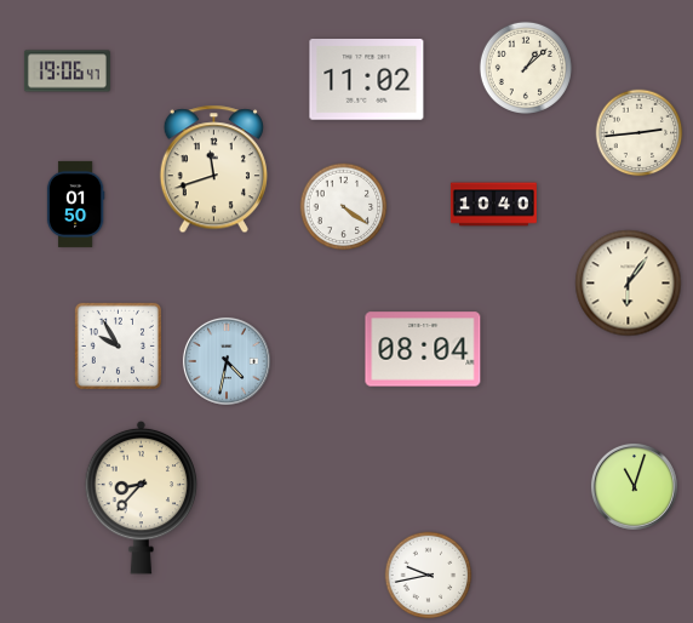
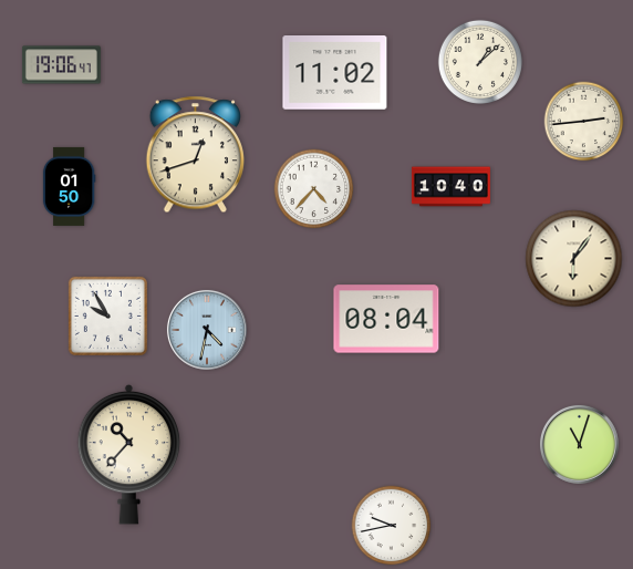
clock at (213, 170): 11:42 -> 12:42
clock at (344, 207): 4:21 -> 4:37
clock at (142, 497): 8:37 -> 10:37
